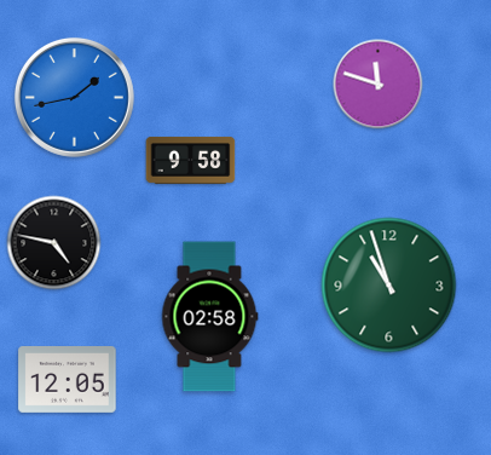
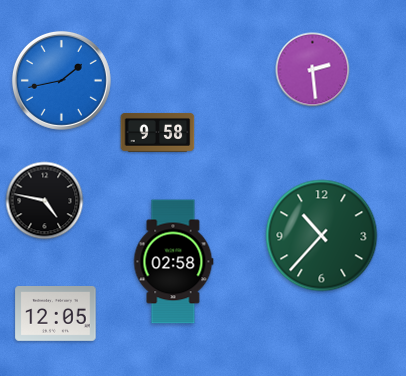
clock at (379, 85): 11:48 -> 2:29
clock at (389, 286): 10:57 -> 10:37
